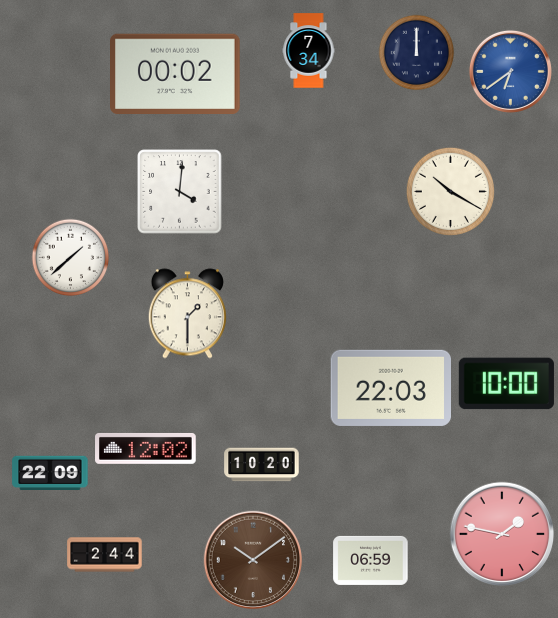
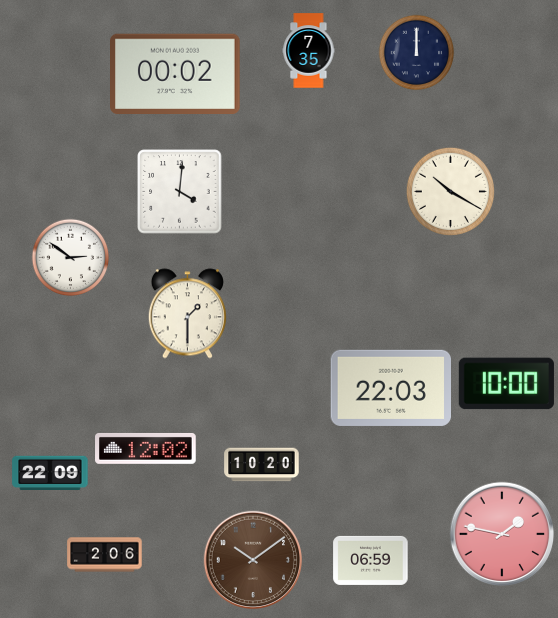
clock at (309, 51): 7:34 -> 7:35
clock at (510, 71): 6:39 -> none
clock at (71, 258): 1:38 -> 2:51
clock at (105, 555): 2:44 -> 2:06
